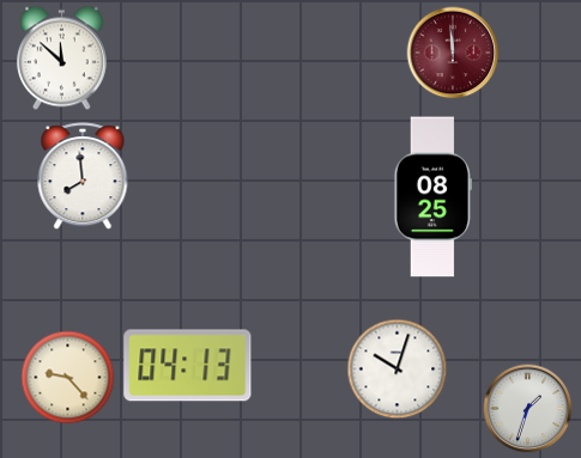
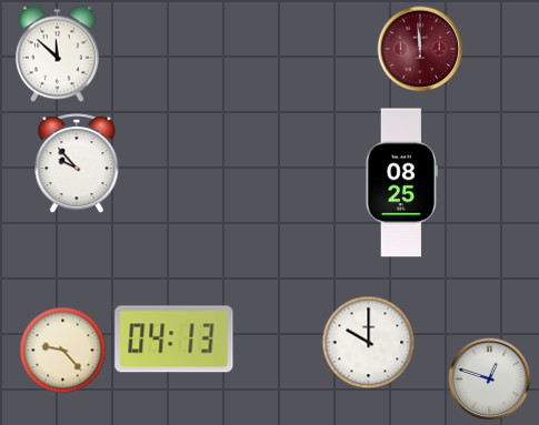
clock at (83, 177): 7:59 -> 9:53
clock at (398, 370): 10:03 -> 10:00
clock at (528, 409): 1:33 -> 12:48
